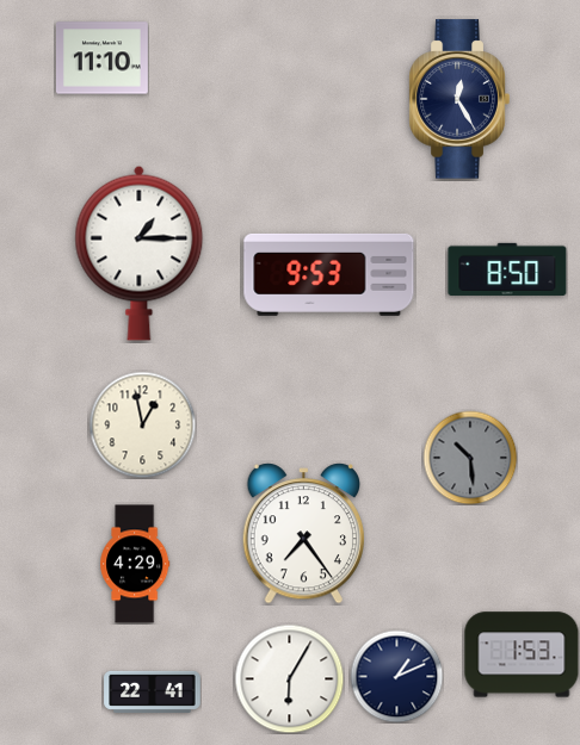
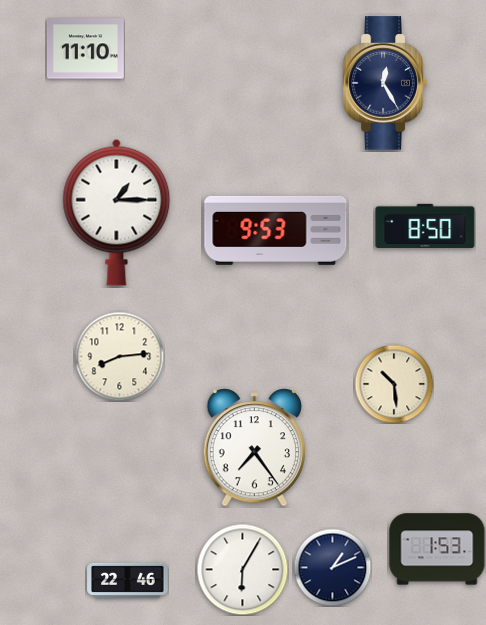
clock at (142, 424): 12:58 -> 8:14
clock at (470, 458) dial: grey -> cream
clock at (135, 564): 4:29 -> none
clock at (153, 691): 22:41 -> 22:46
